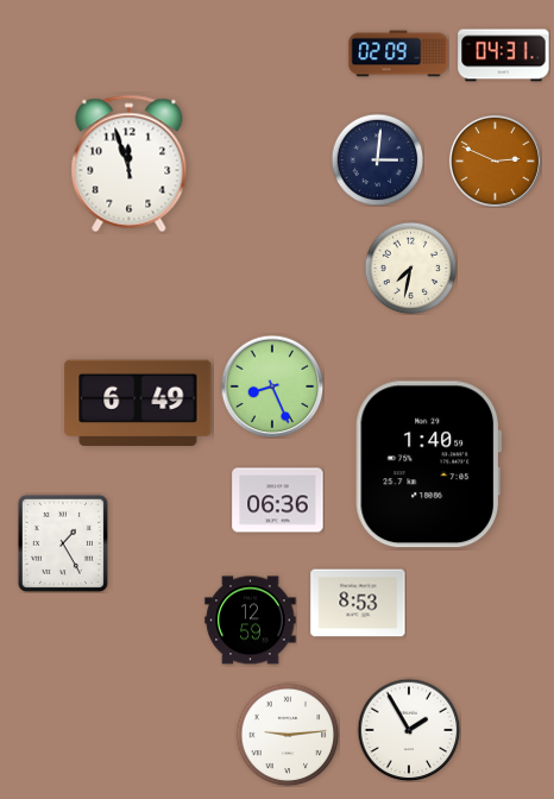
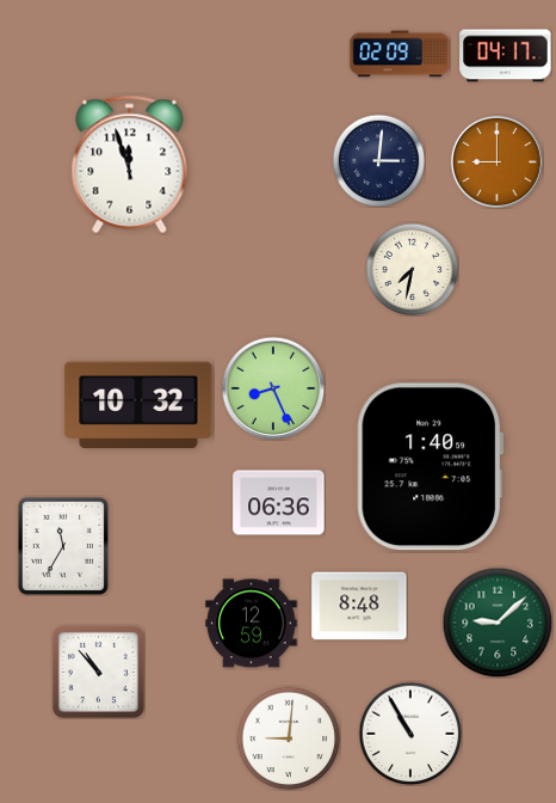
clock at (504, 56): 04:31 -> 04:17
clock at (495, 161): 2:49 -> 9:00
clock at (138, 402): 6:49 -> 10:32
clock at (63, 543): 1:25 -> 11:35
clock at (358, 603): 8:53 -> 8:48
clock at (498, 623): none -> 9:08
clock at (98, 672): none -> 10:53
clock at (409, 730): 1:55 -> 10:55
clock at (288, 735): 9:14 -> 9:01
